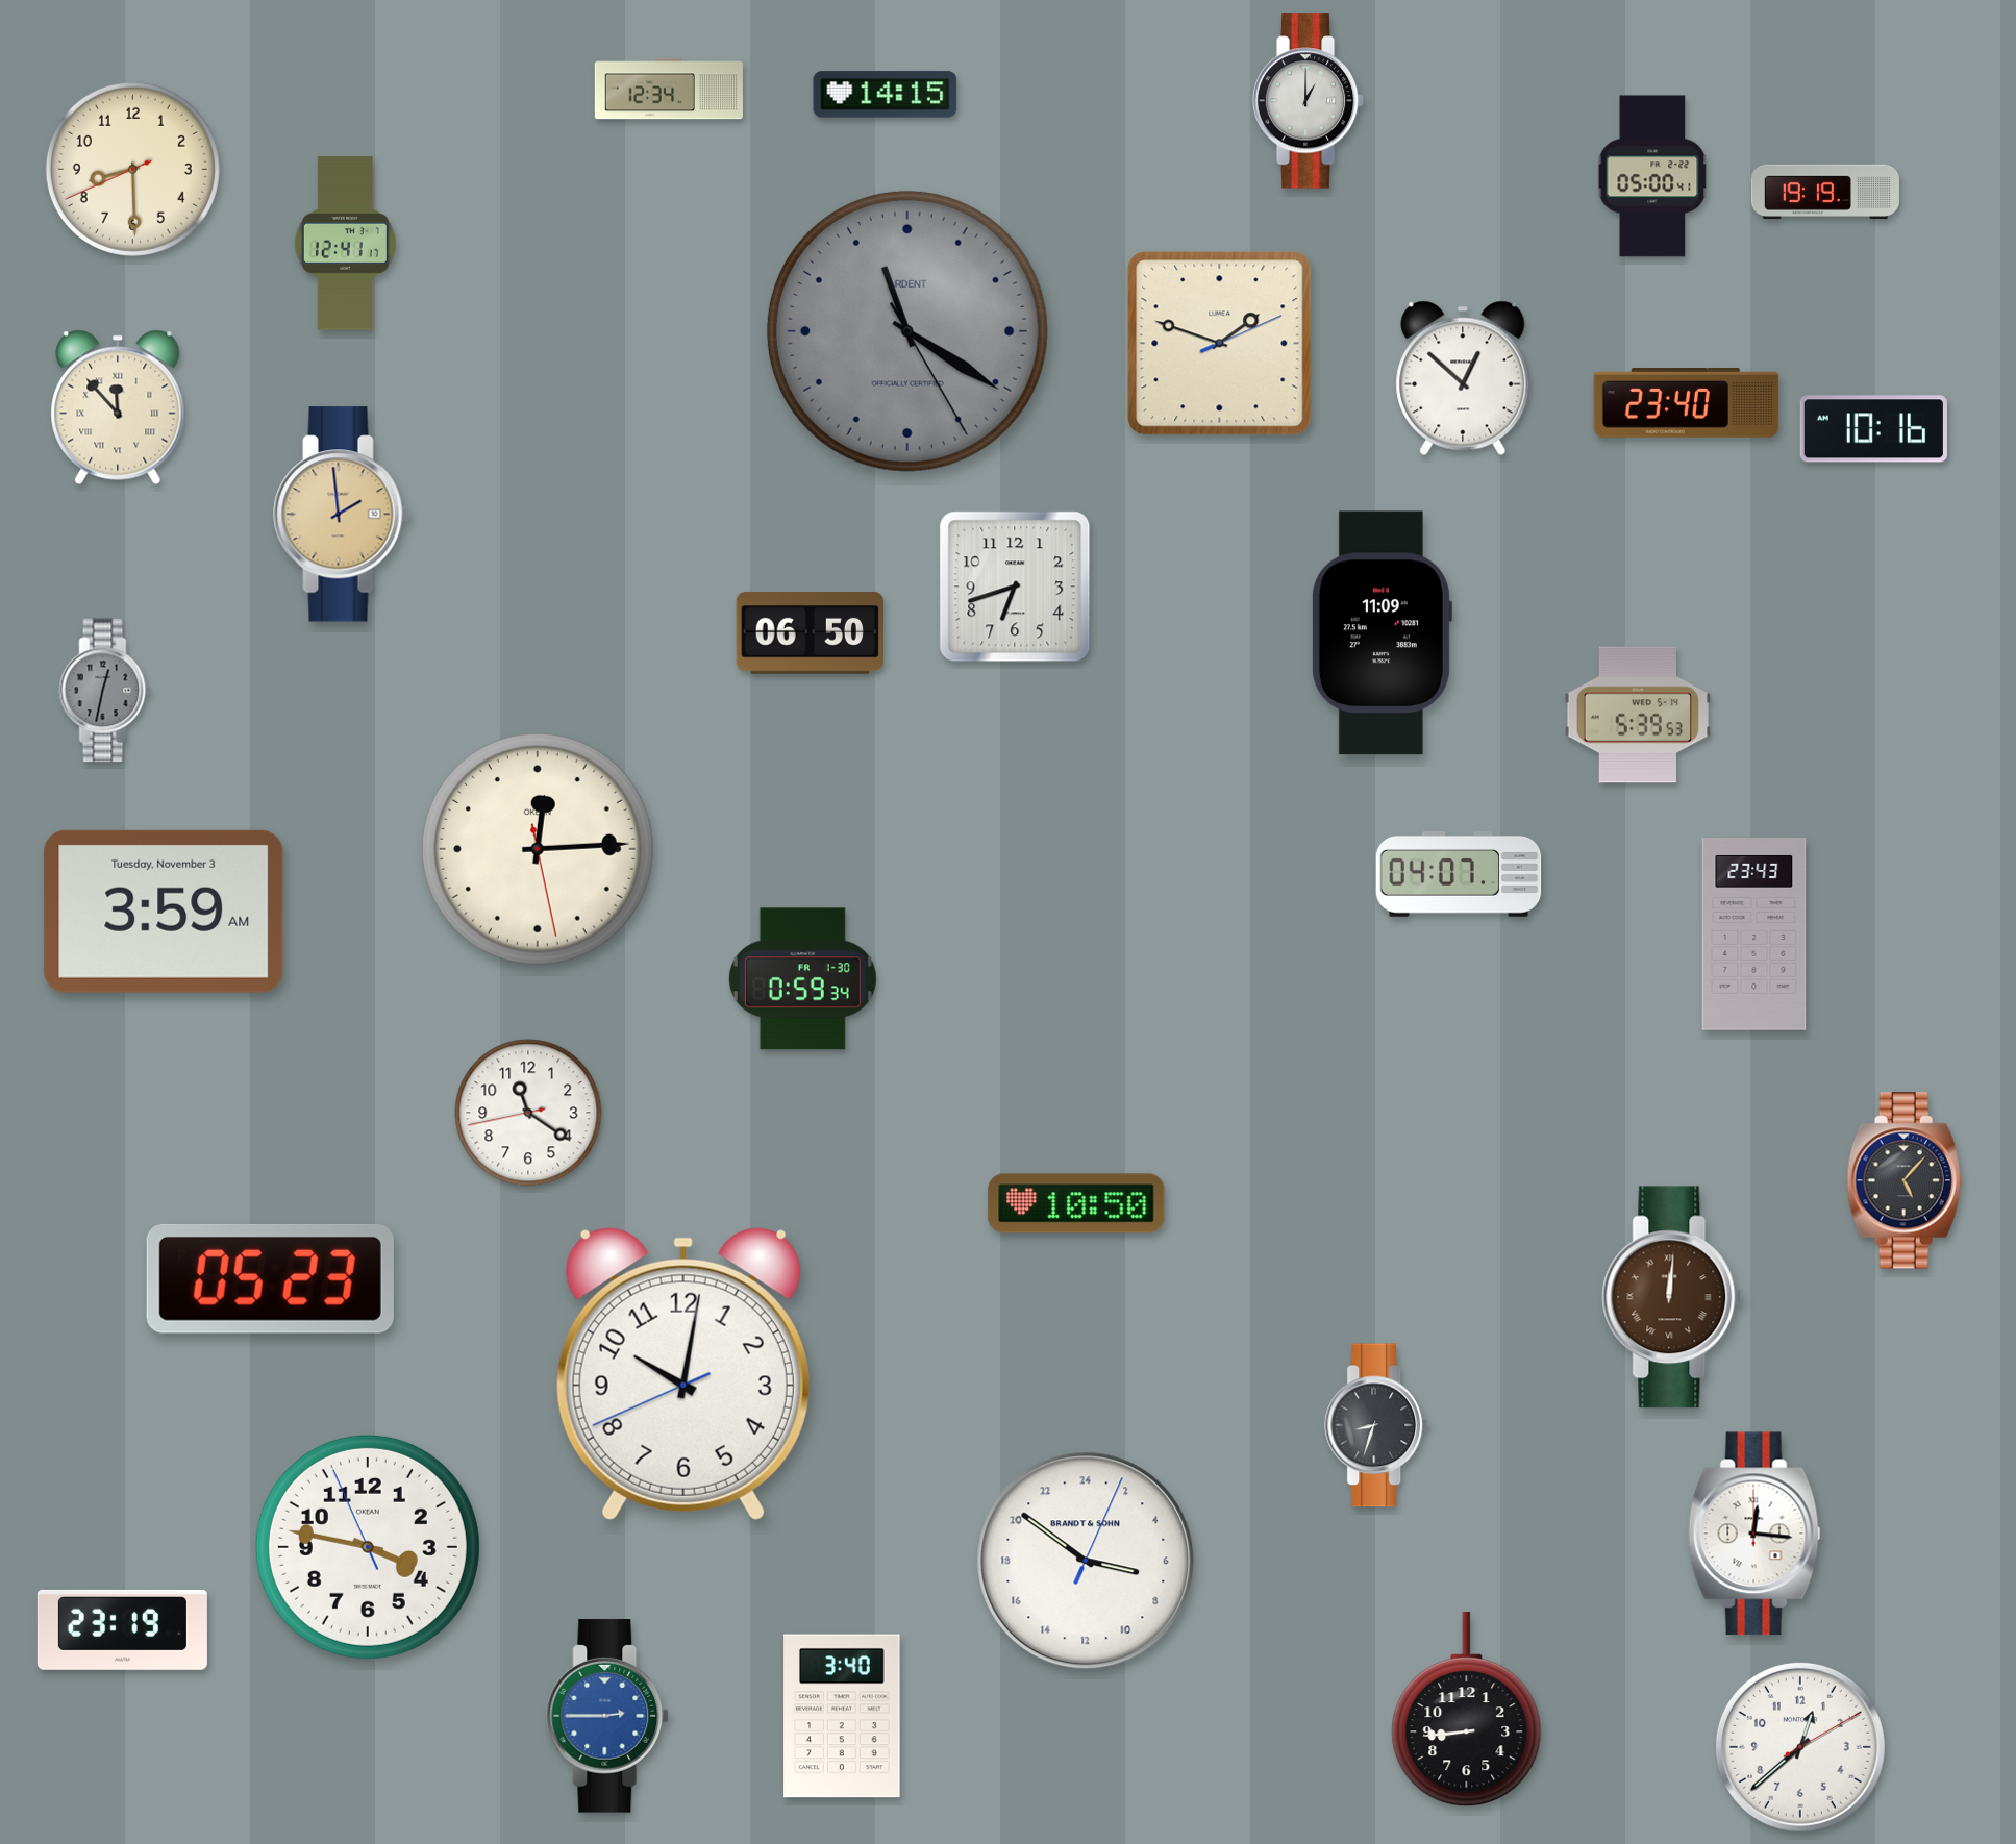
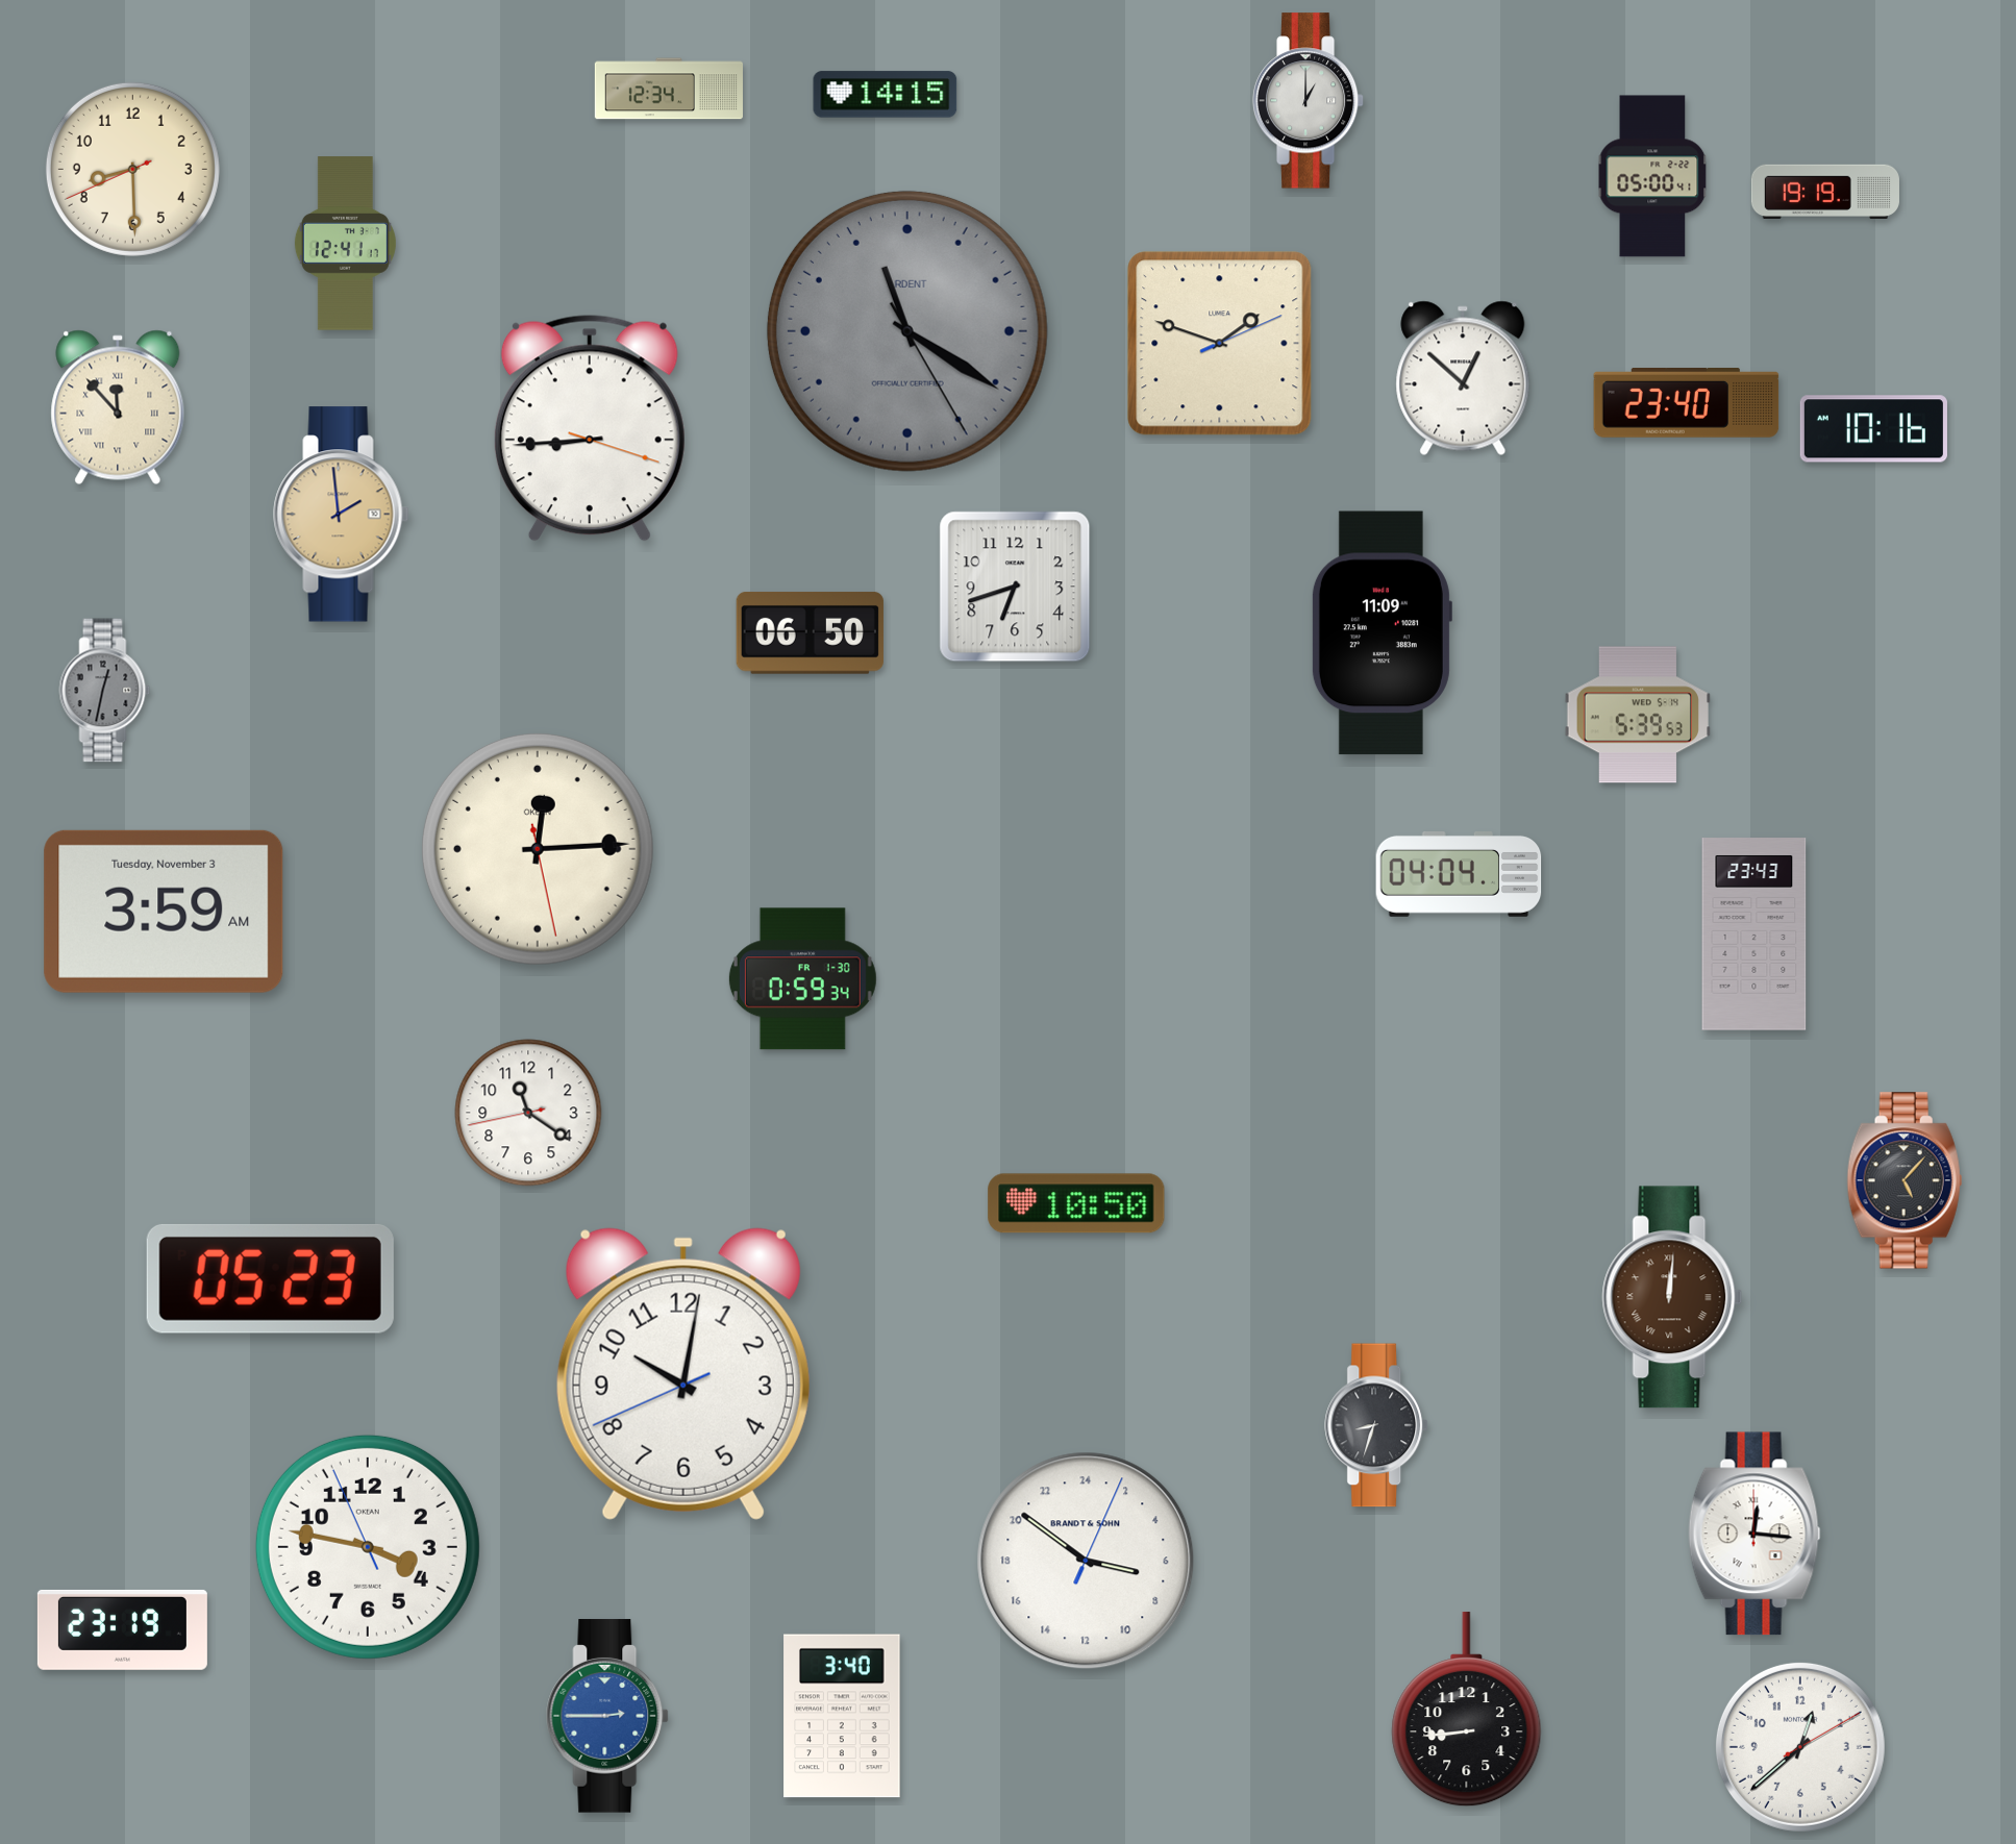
clock at (590, 428): none -> 8:44
clock at (1459, 875): 04:07 -> 04:04
